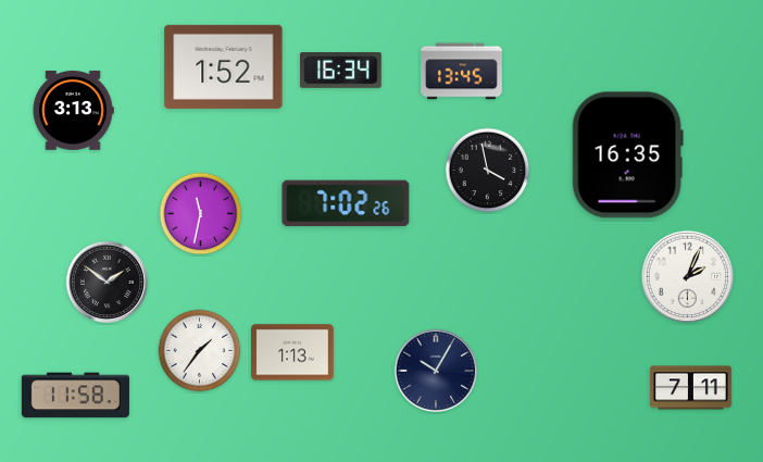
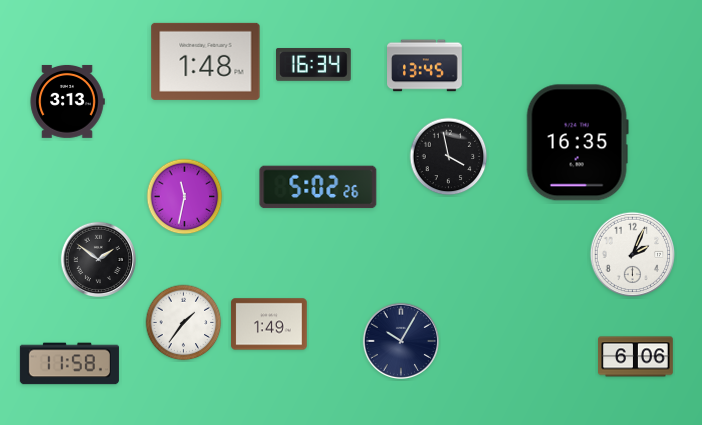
clock at (224, 66): 1:52 -> 1:48
clock at (346, 203): 7:02 -> 5:02
clock at (292, 352): 1:13 -> 1:49
clock at (691, 388): 7:11 -> 6:06
